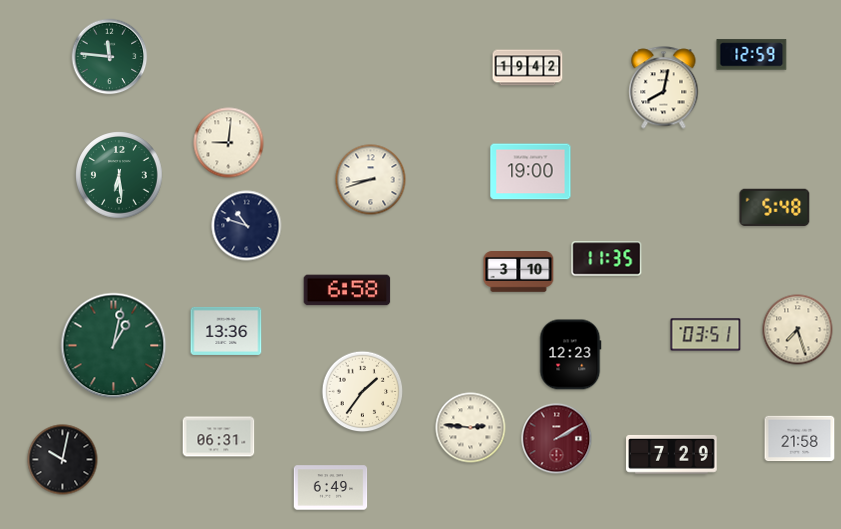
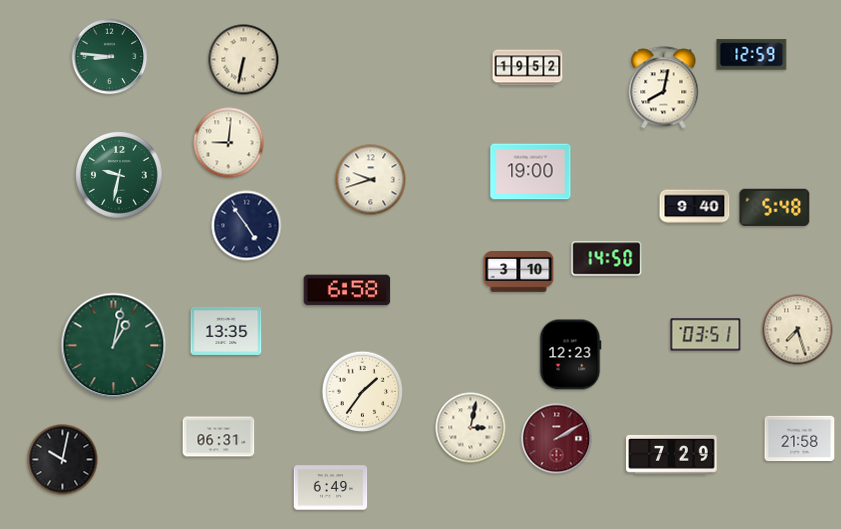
clock at (110, 57): 11:46 -> 8:46
clock at (244, 60): none -> 6:32
clock at (528, 68): 19:42 -> 19:52
clock at (119, 175): 6:29 -> 9:32
clock at (371, 180): 8:42 -> 9:42
clock at (695, 207): none -> 9:40
clock at (247, 226): 10:48 -> 4:54
clock at (607, 259): 11:35 -> 14:50
clock at (226, 331): 13:36 -> 13:35
clock at (471, 428): 2:46 -> 3:02
